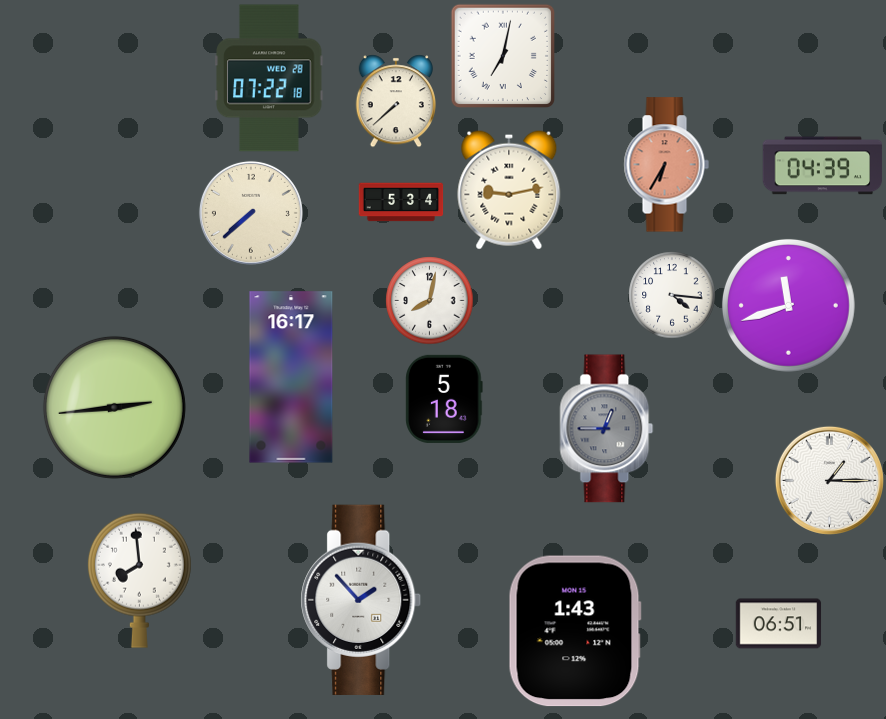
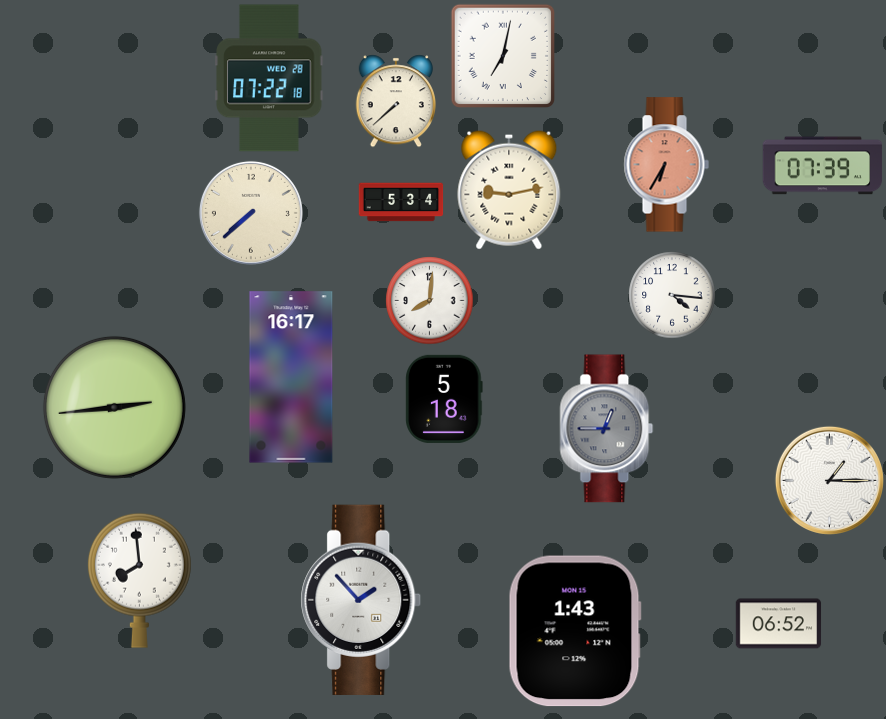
clock at (823, 166): 04:39 -> 07:39
clock at (430, 301): 8:02 -> 8:01
clock at (788, 305): 11:42 -> none
clock at (779, 624): 06:51 -> 06:52
